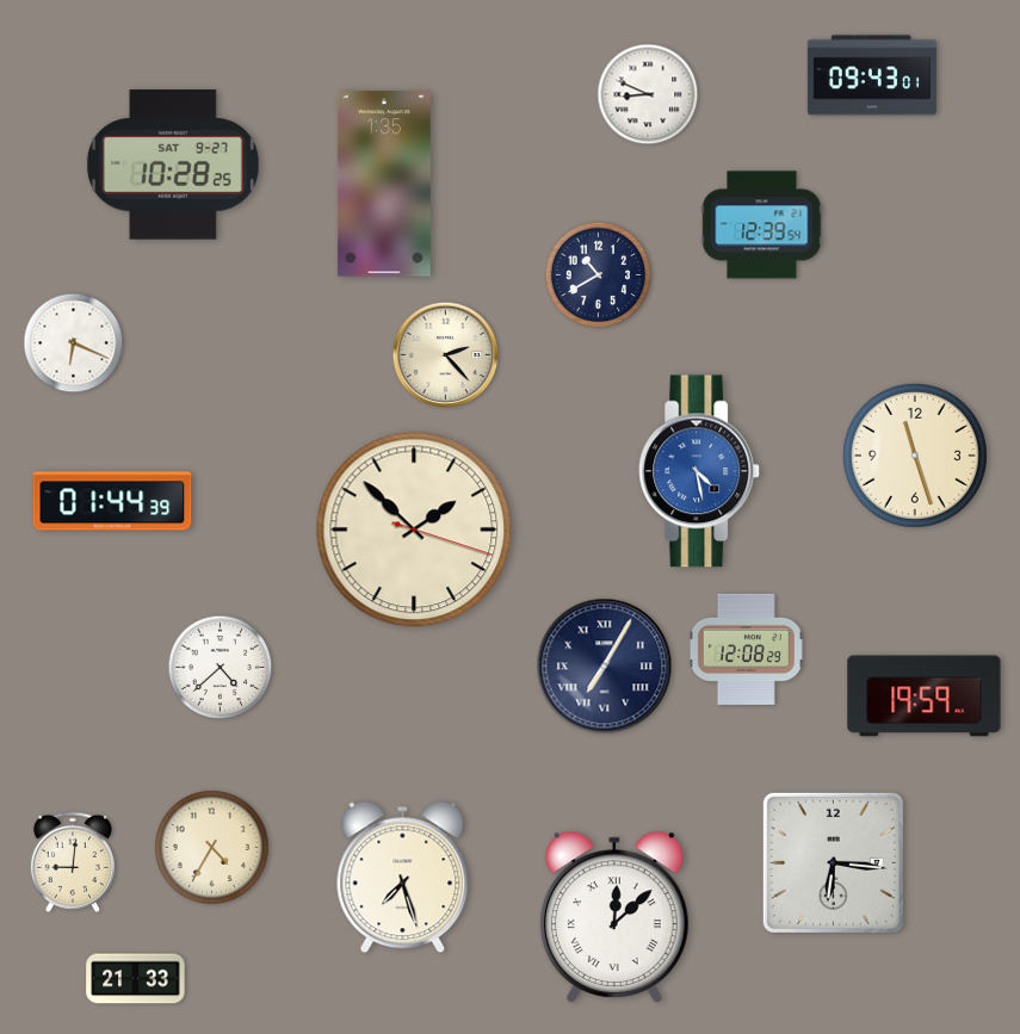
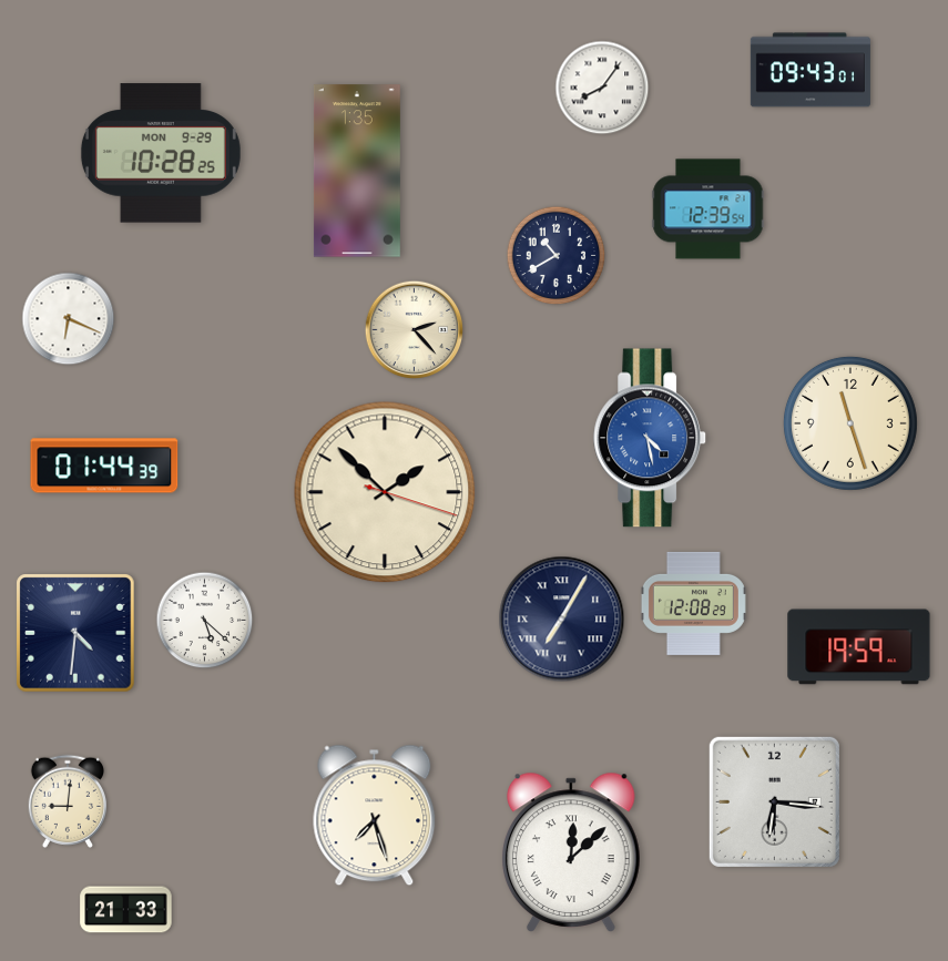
clock at (648, 94): 8:49 -> 8:06
clock at (173, 165) date: SAT 9-27 -> MON 9-29
clock at (221, 668): 4:38 -> 5:22
clock at (75, 633): none -> 4:31
clock at (212, 848): 4:35 -> none
